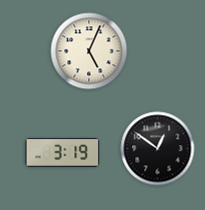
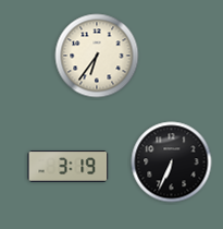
clock at (89, 51): 5:04 -> 6:36
clock at (158, 149): 12:51 -> 6:34
